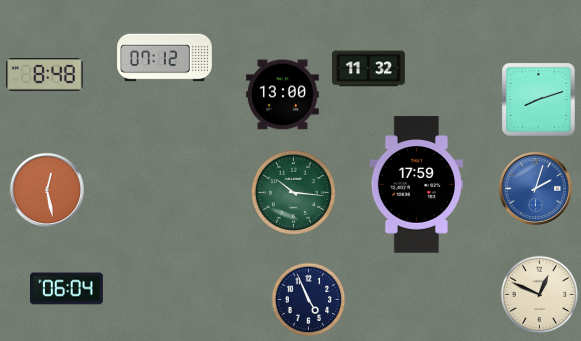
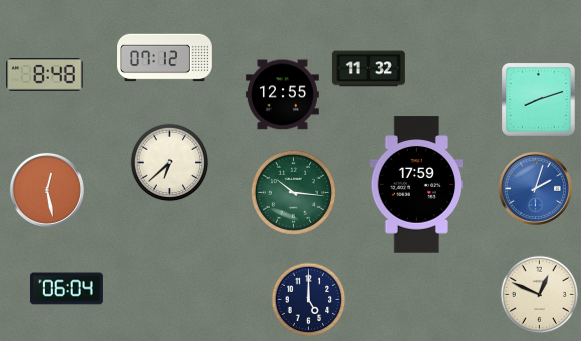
clock at (282, 95): 13:00 -> 12:55
clock at (170, 163): none -> 6:38
clock at (309, 300): 4:56 -> 5:00
